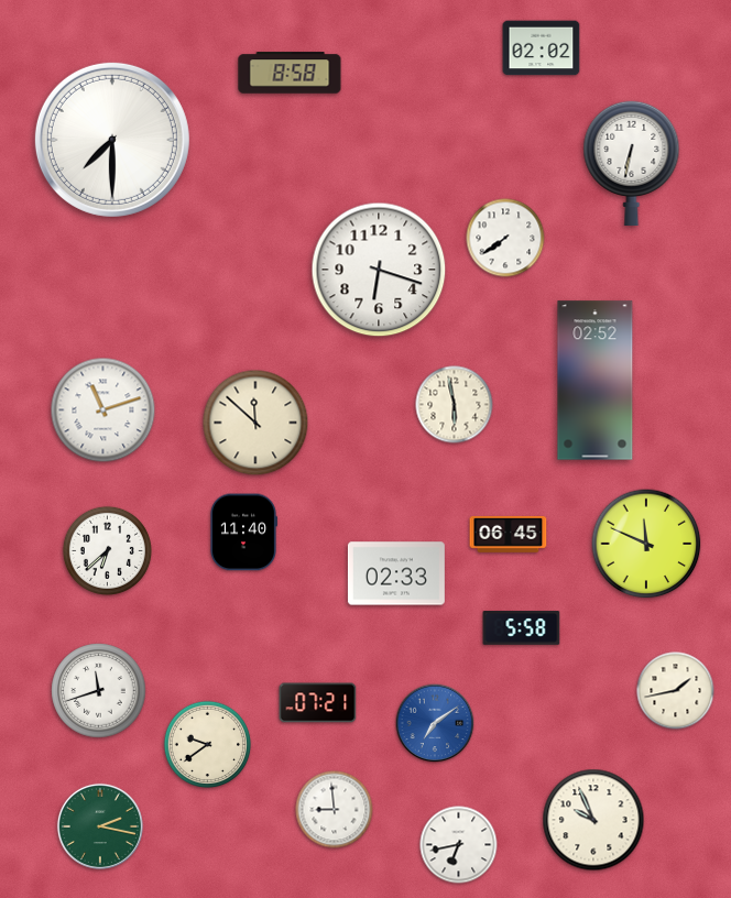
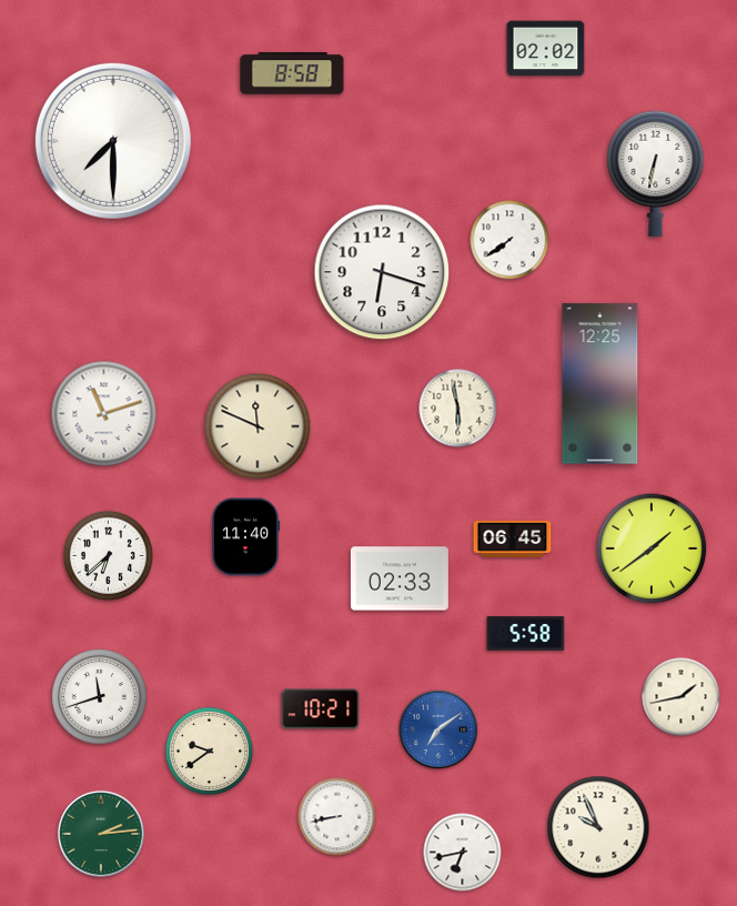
clock at (632, 163) position: (632, 163) -> (656, 173)
clock at (596, 381): 02:52 -> 12:25
clock at (255, 423): 11:52 -> 11:49
clock at (646, 544): 11:49 -> 1:39
clock at (318, 703): 07:21 -> 10:21
clock at (335, 810): 8:59 -> 8:43
clock at (100, 826): 2:17 -> 2:14
